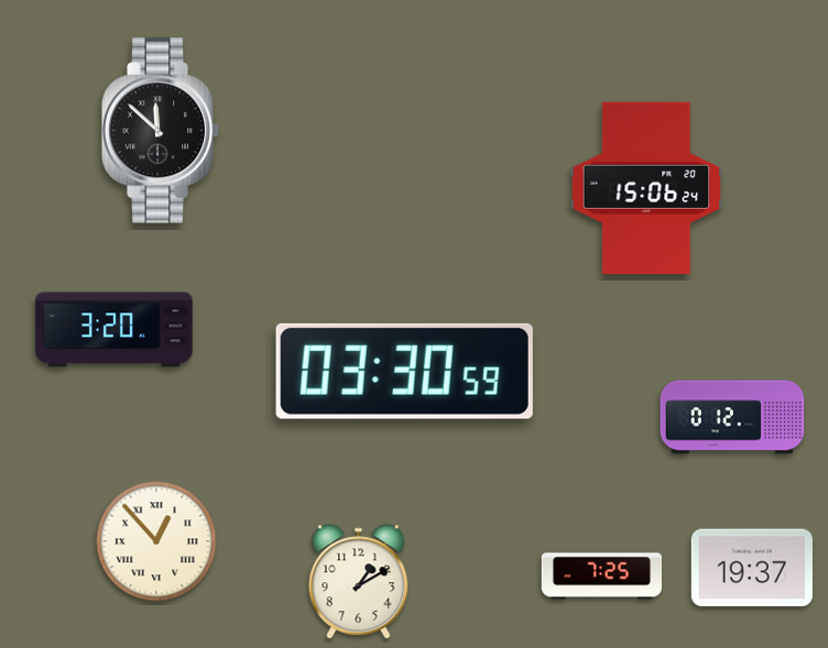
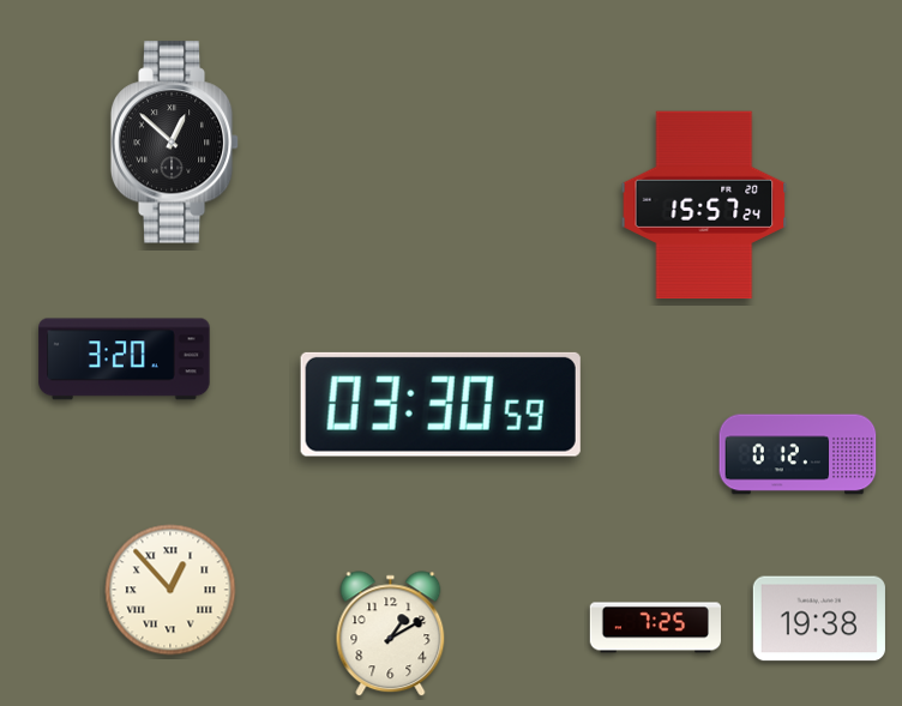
clock at (161, 131): 11:52 -> 12:52
clock at (646, 188): 15:06 -> 15:57
clock at (752, 568): 19:37 -> 19:38
